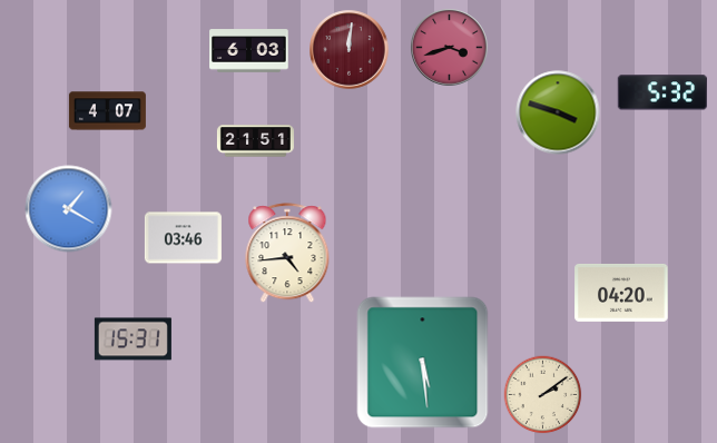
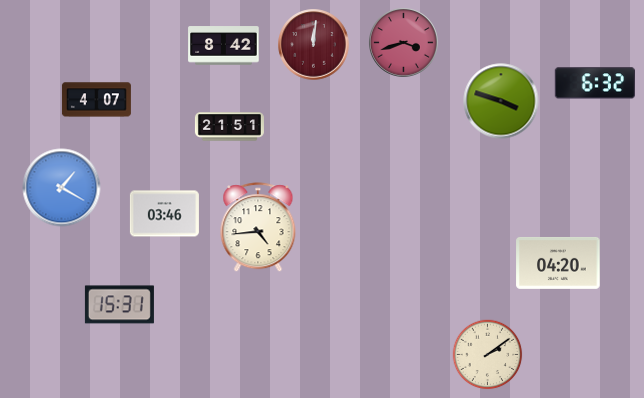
clock at (249, 51): 6:03 -> 8:42
clock at (661, 92): 5:32 -> 6:32
clock at (423, 363): 5:29 -> none
